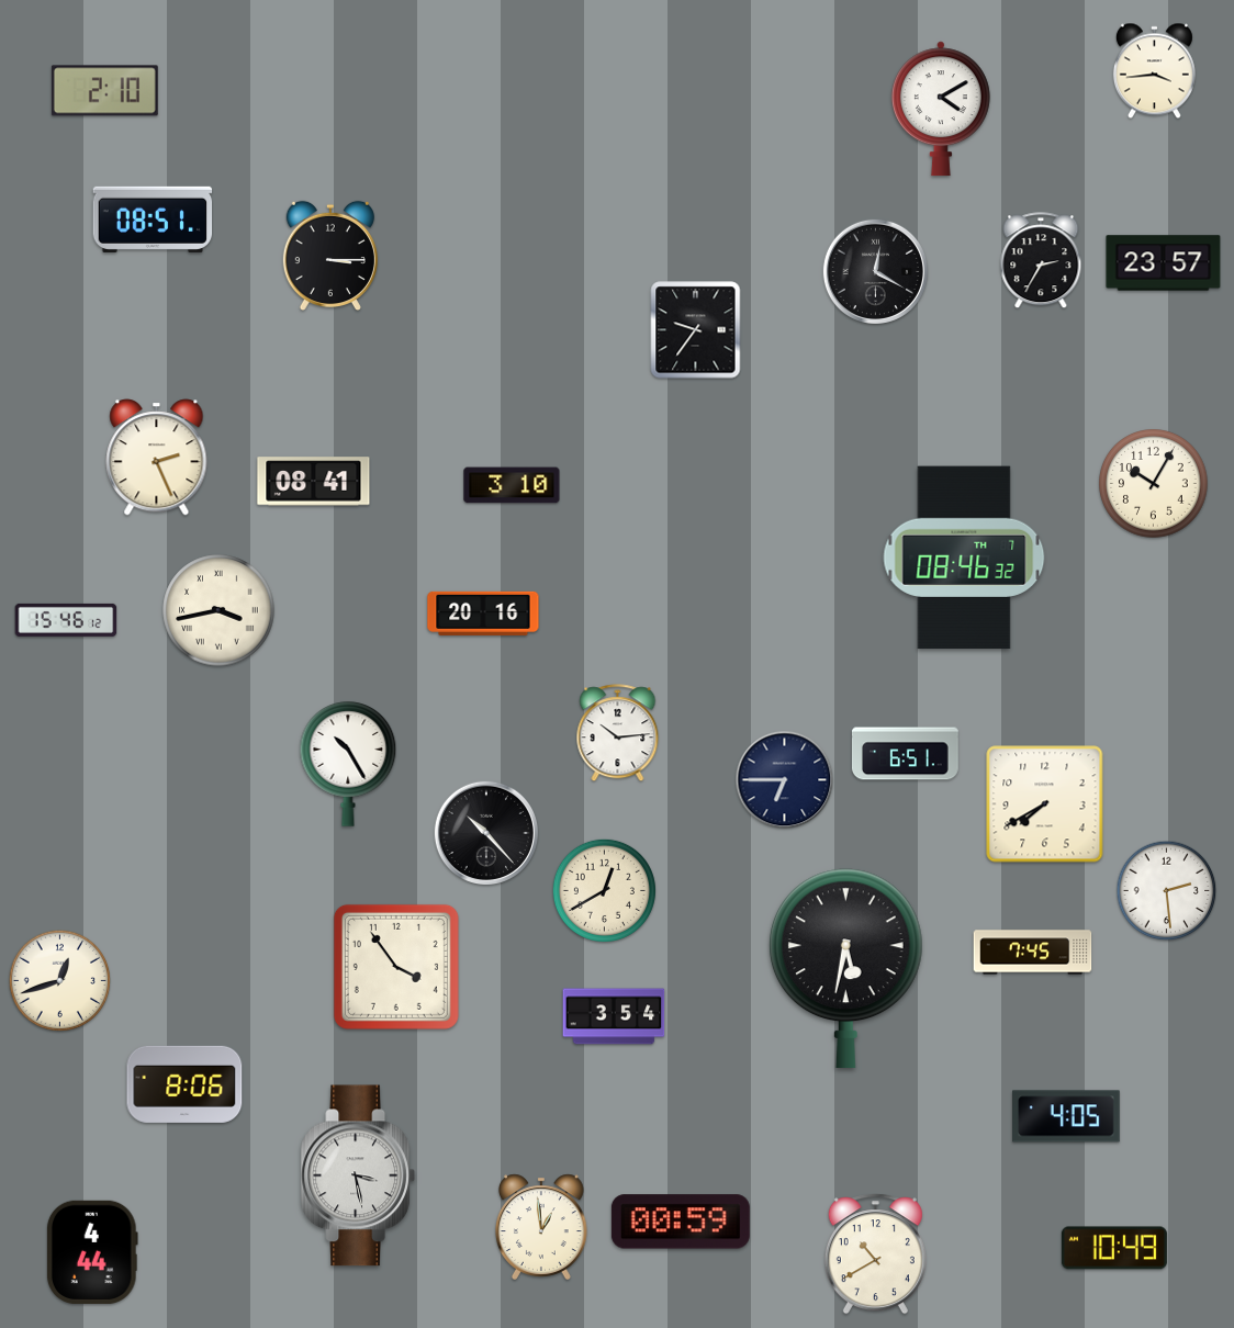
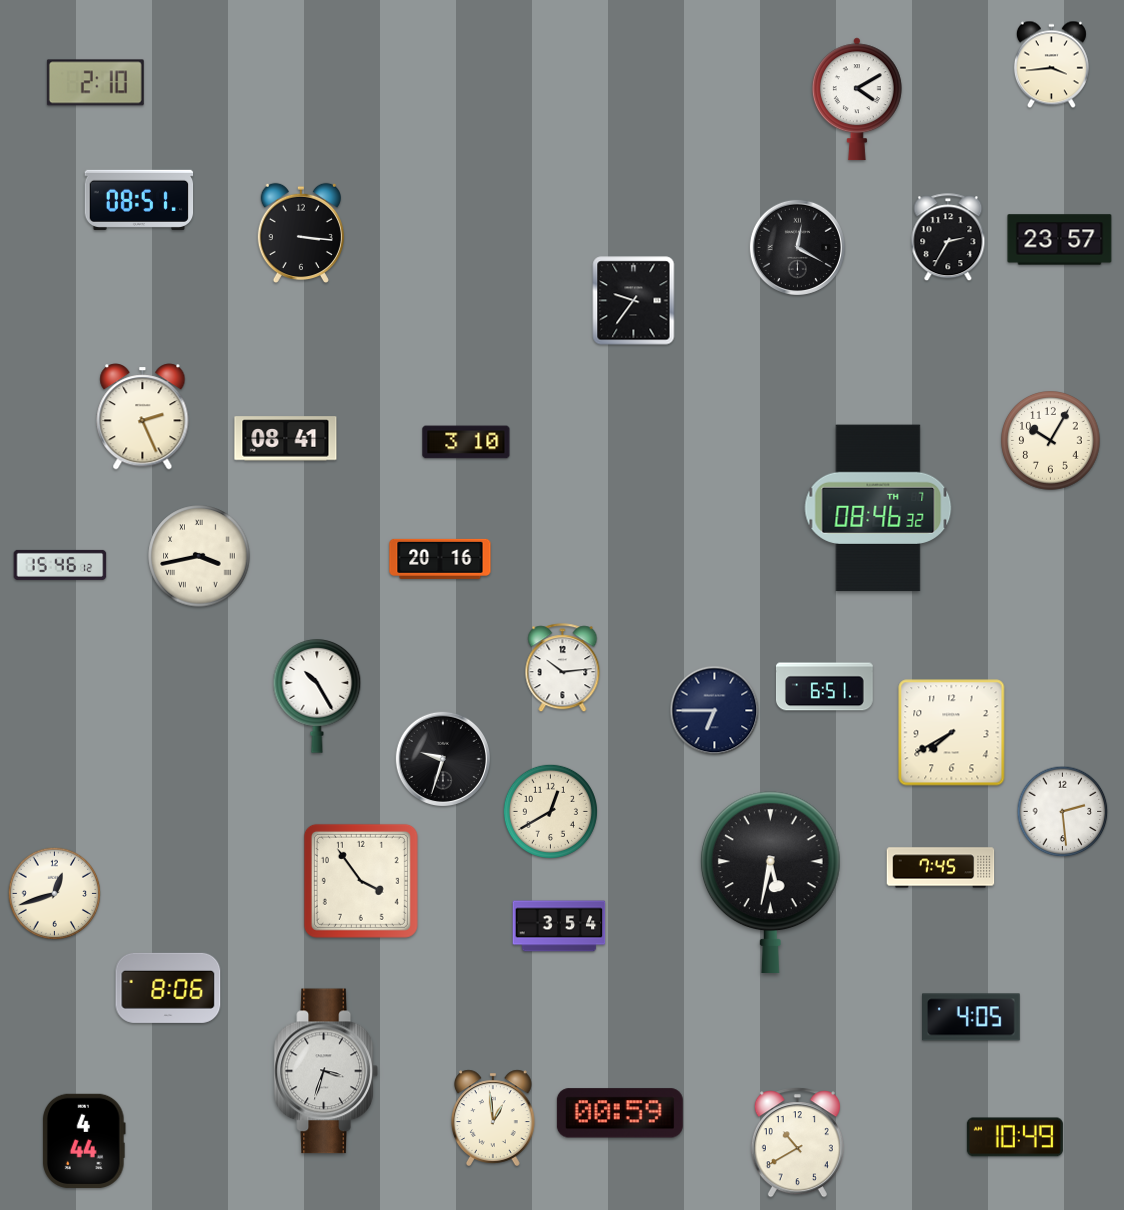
clock at (330, 256): 3:15 -> 3:16
clock at (485, 832): 10:23 -> 9:33
clock at (358, 1175): 3:28 -> 3:33
